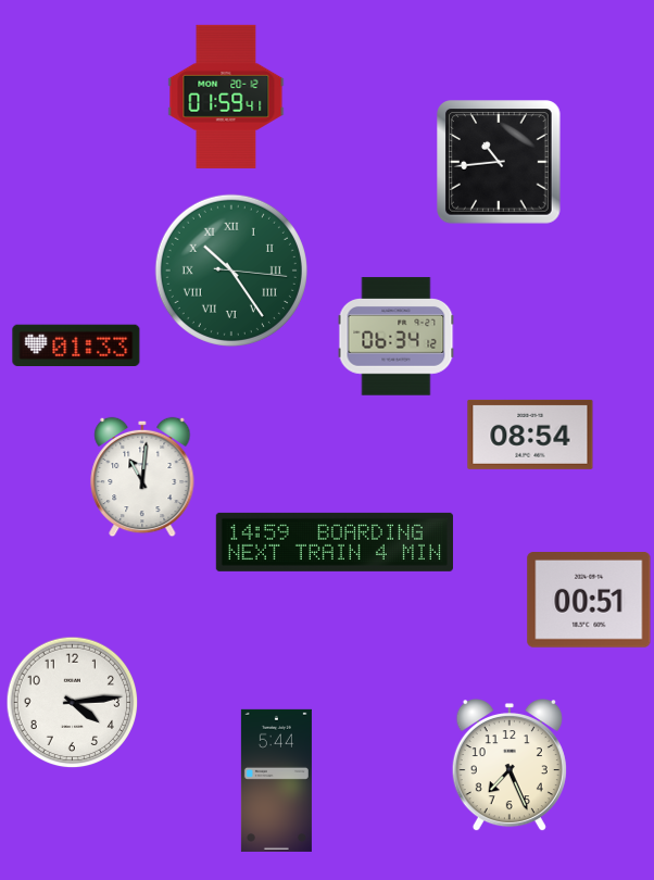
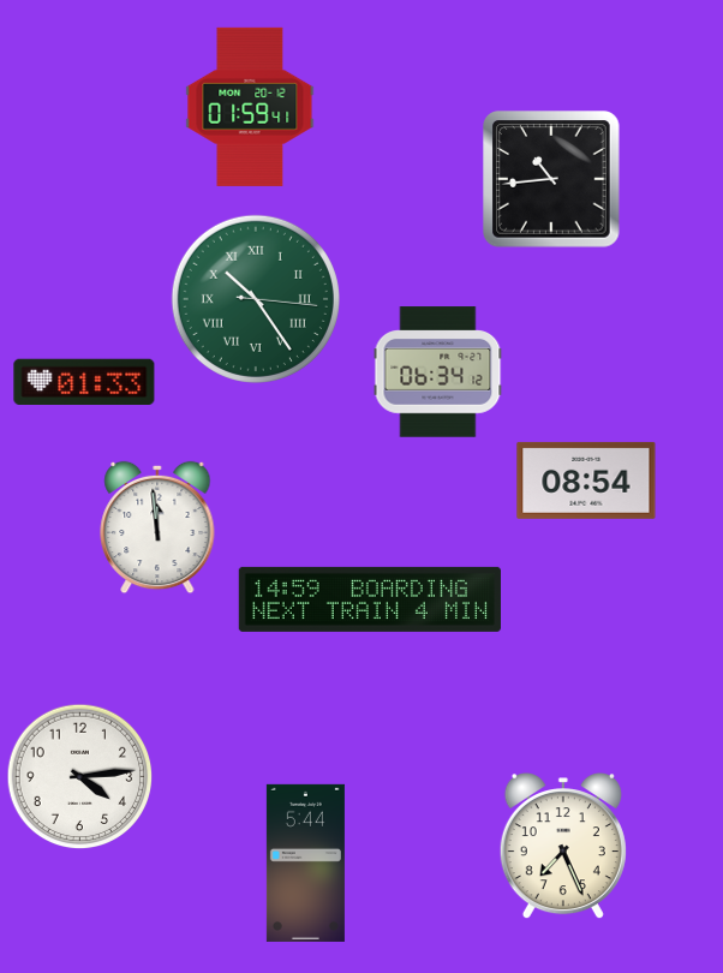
clock at (142, 477): 11:01 -> 11:59
clock at (589, 601): 00:51 -> none
